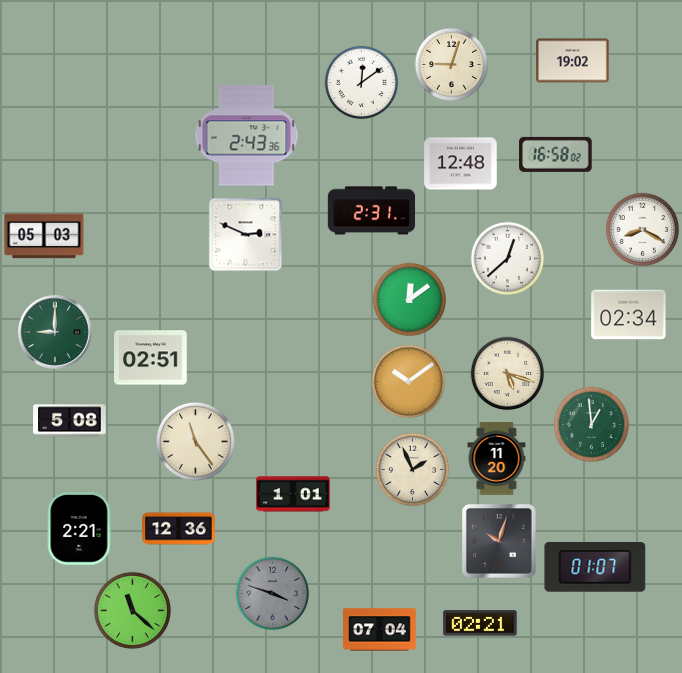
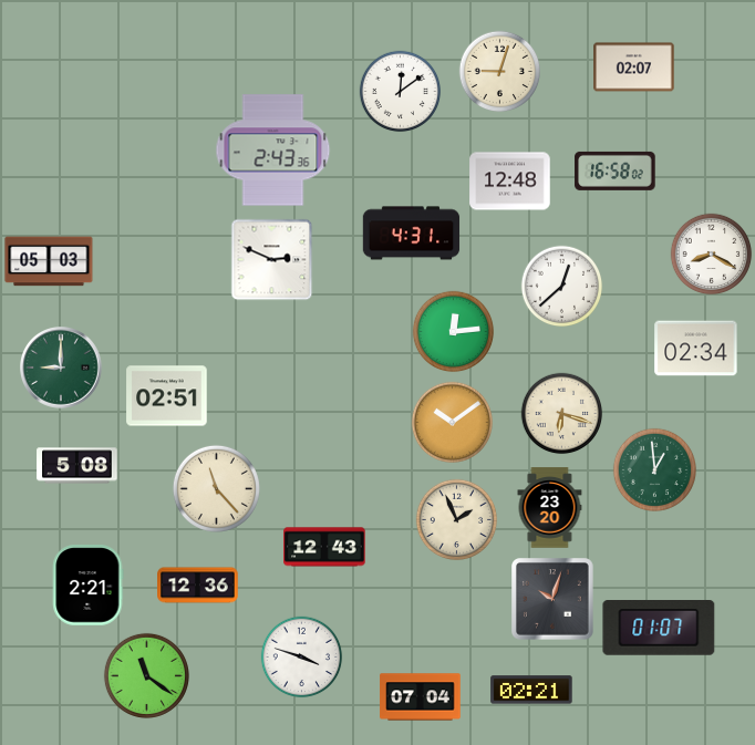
clock at (573, 61): 19:02 -> 02:07
clock at (372, 211): 2:31 -> 4:31
clock at (410, 300): 12:09 -> 12:14
clock at (508, 374): 5:18 -> 6:18
clock at (195, 441): 11:24 -> 11:23
clock at (497, 459): 11:20 -> 23:20
clock at (293, 494): 1:01 -> 12:43
clock at (273, 594) dial: grey -> white
clock at (132, 610): 11:22 -> 11:21
